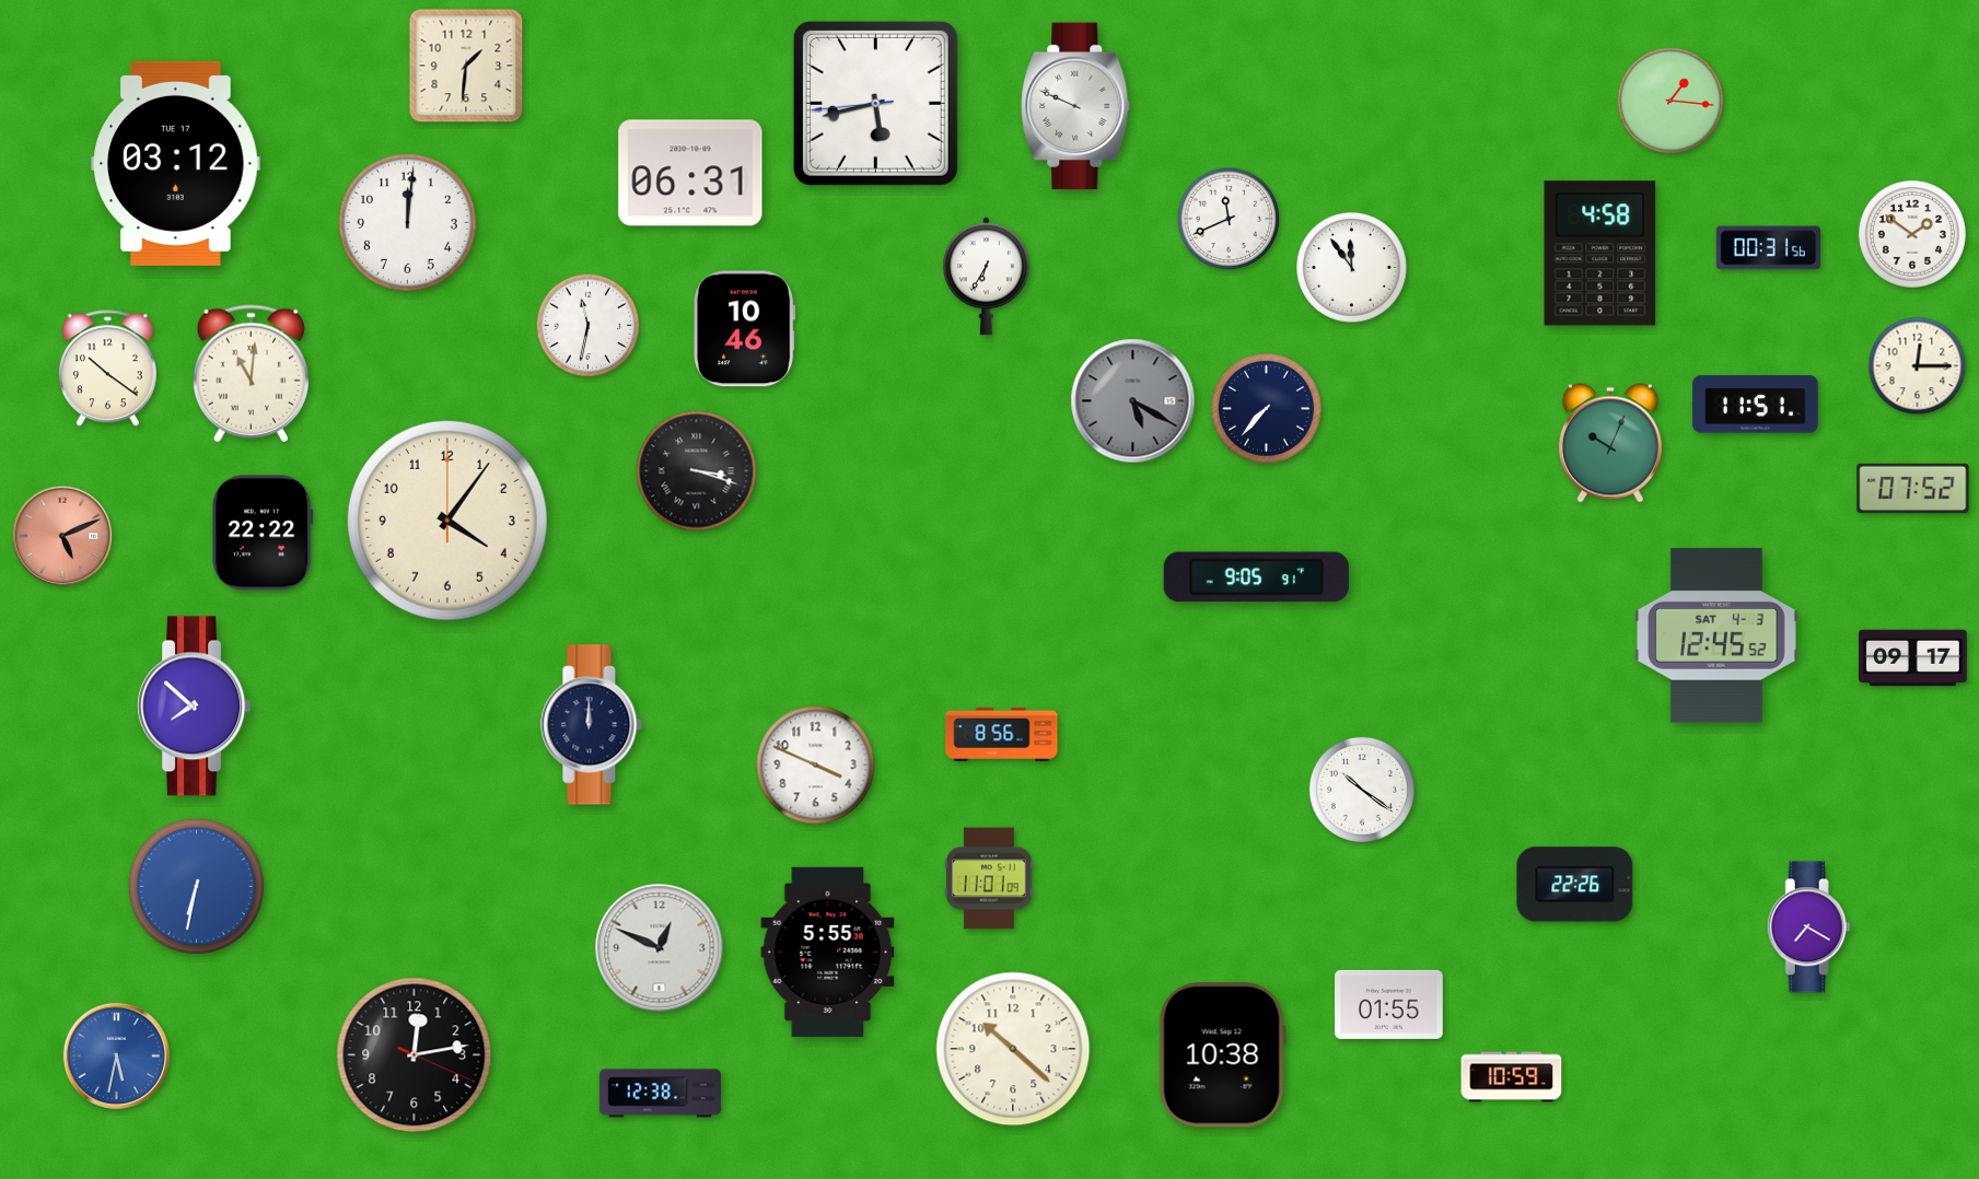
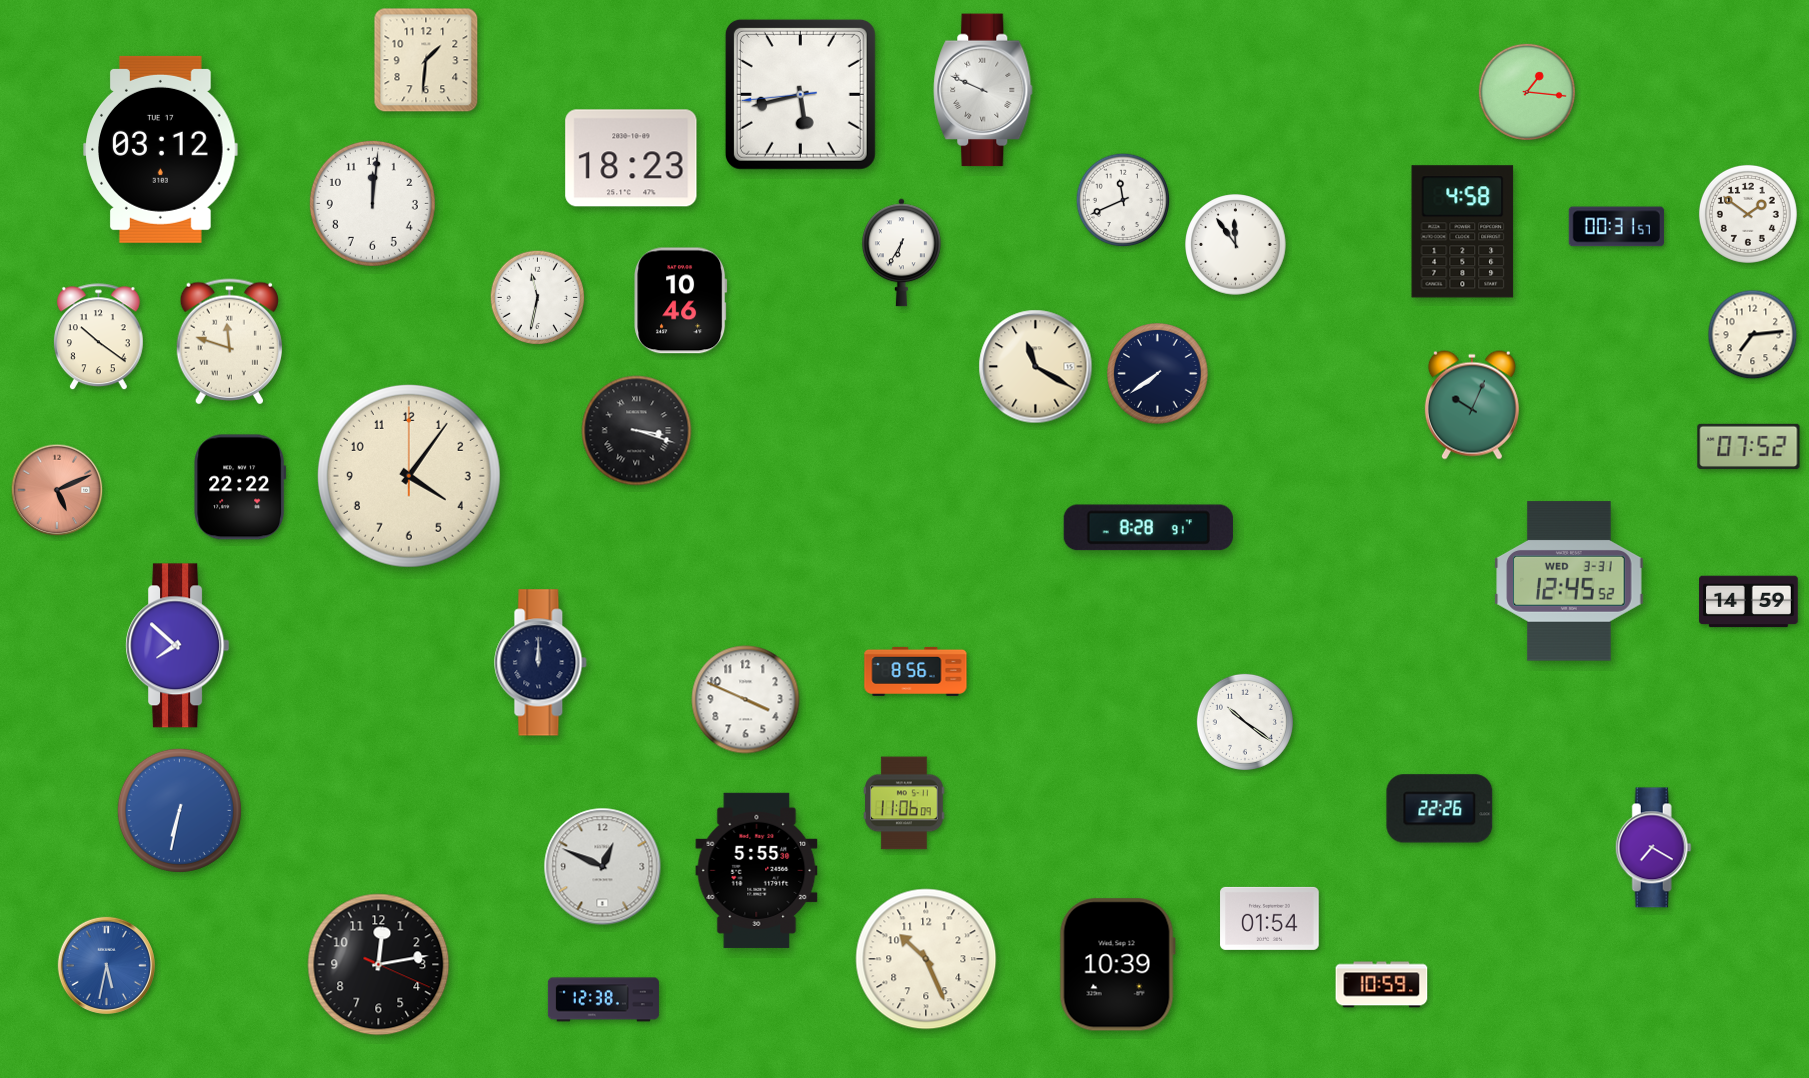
clock at (1075, 106) position: (1075, 106) -> (983, 90)
clock at (690, 173): 06:31 -> 18:23
clock at (1768, 248): 00:31:56 -> 00:31:57
clock at (1918, 366): 12:15 -> 7:14
clock at (251, 374): 11:01 -> 11:48
clock at (1133, 401): 5:20 -> 11:20
clock at (1133, 401) dial: grey -> cream
clock at (1756, 405): 11:51 -> none
clock at (1267, 409): 7:37 -> 7:39
clock at (1256, 577): 9:05 -> 8:28
clock at (1716, 635) date: SAT 4-3 -> WED 3-31
clock at (1913, 658): 09:17 -> 14:59
clock at (990, 878): 11:01 -> 11:06
clock at (1389, 1004): 01:55 -> 01:54
clock at (1013, 1049): 10:22 -> 10:26
clock at (1222, 1055): 10:38 -> 10:39
